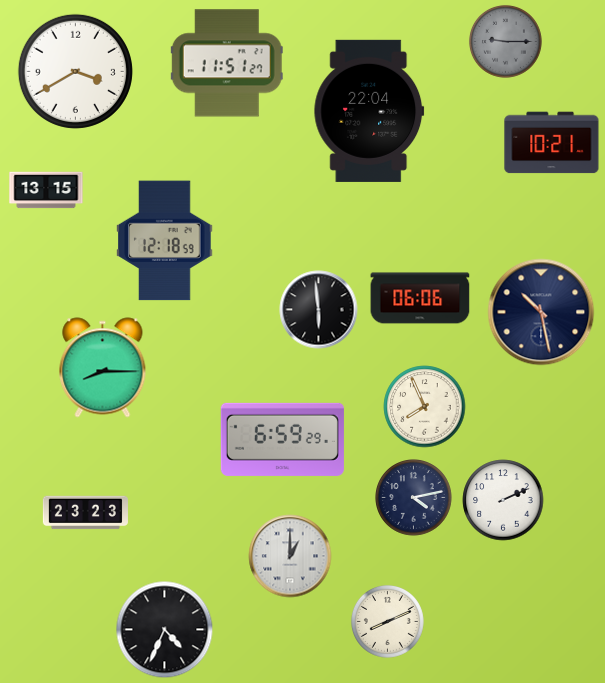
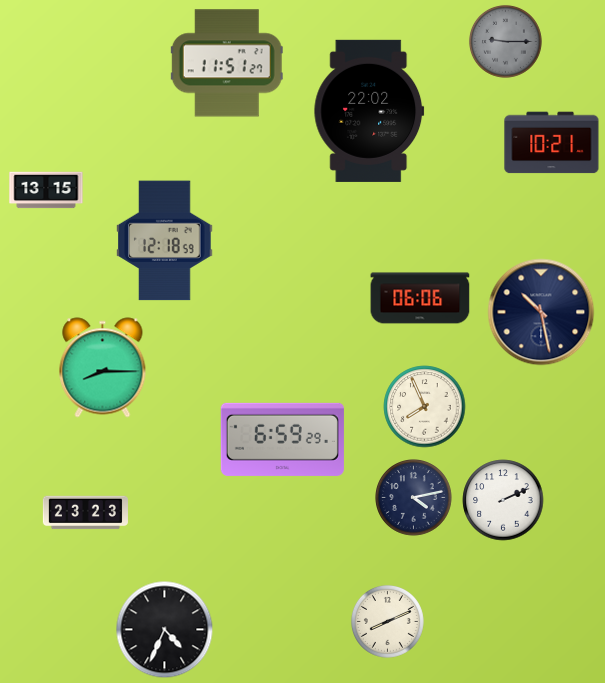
clock at (75, 71): 3:40 -> none
clock at (369, 111): 22:04 -> 22:02
clock at (319, 310): 5:59 -> none
clock at (290, 556): 1:00 -> none
